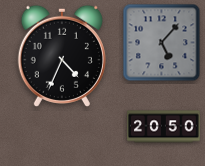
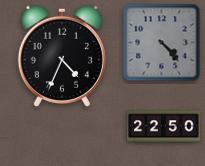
clock at (162, 43): 5:07 -> 4:23
clock at (164, 127): 20:50 -> 22:50
